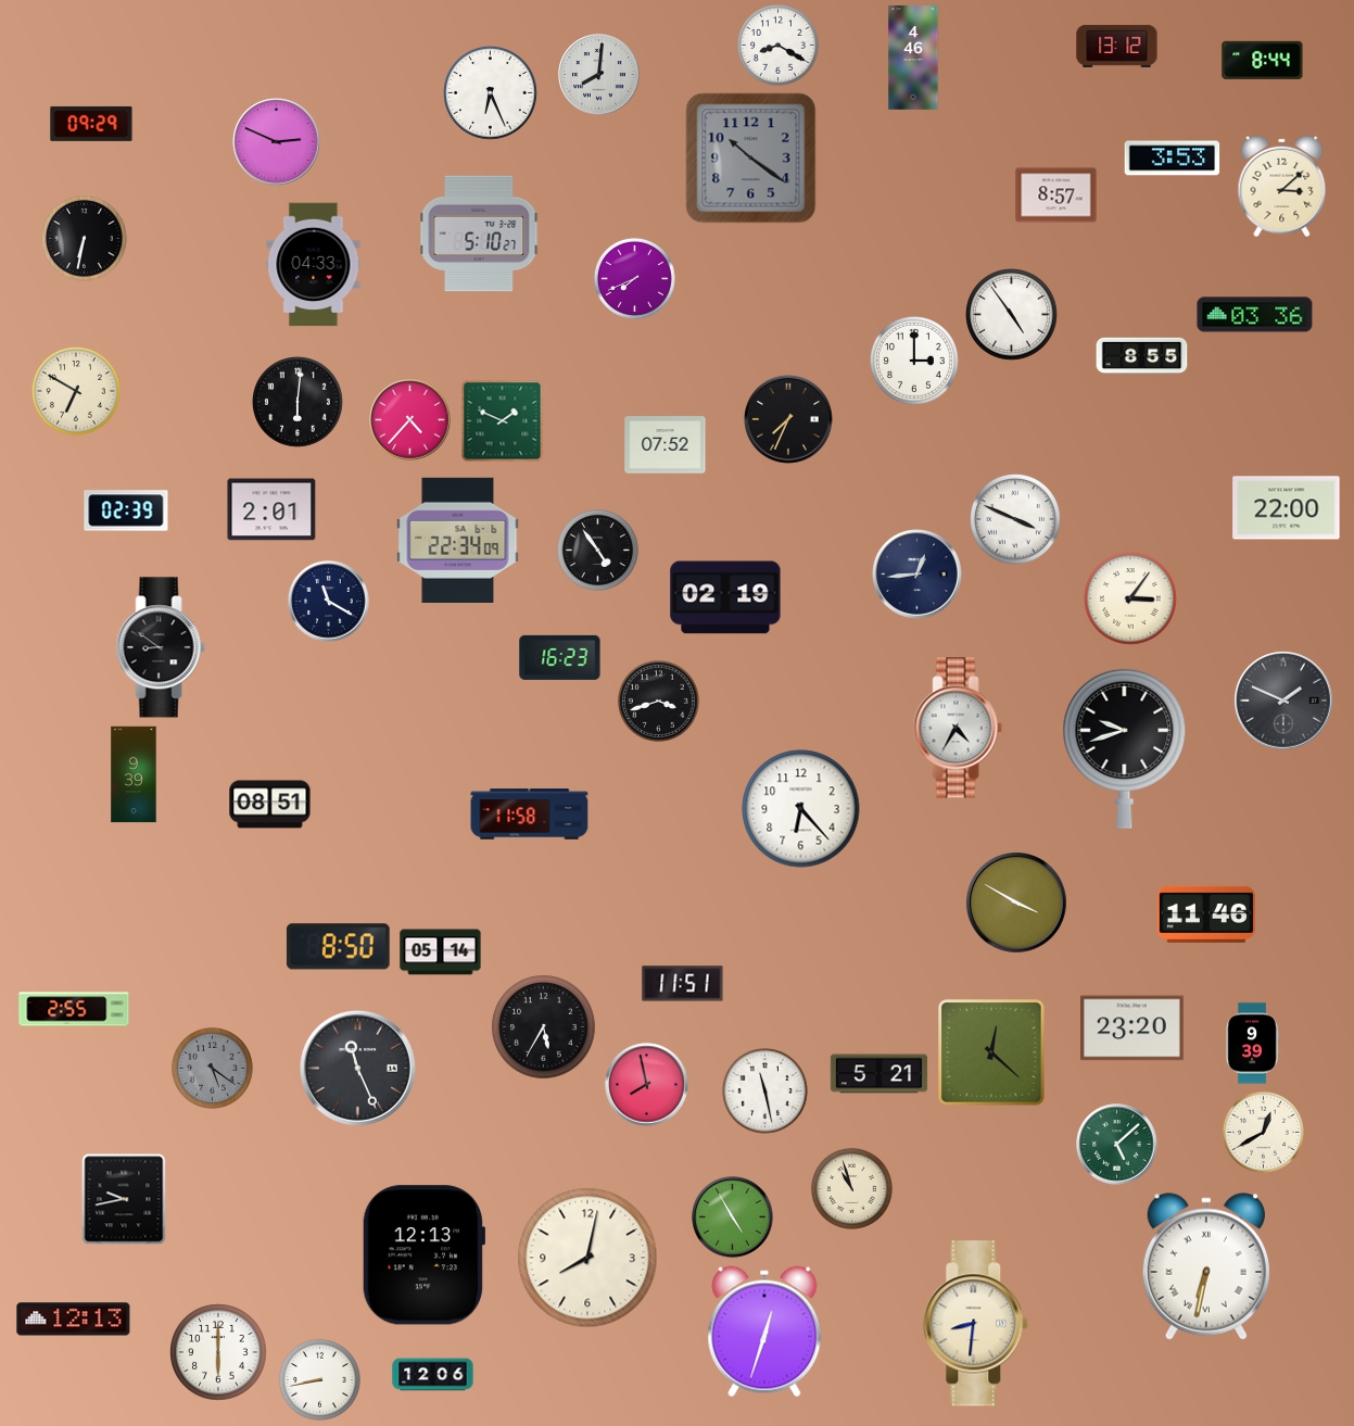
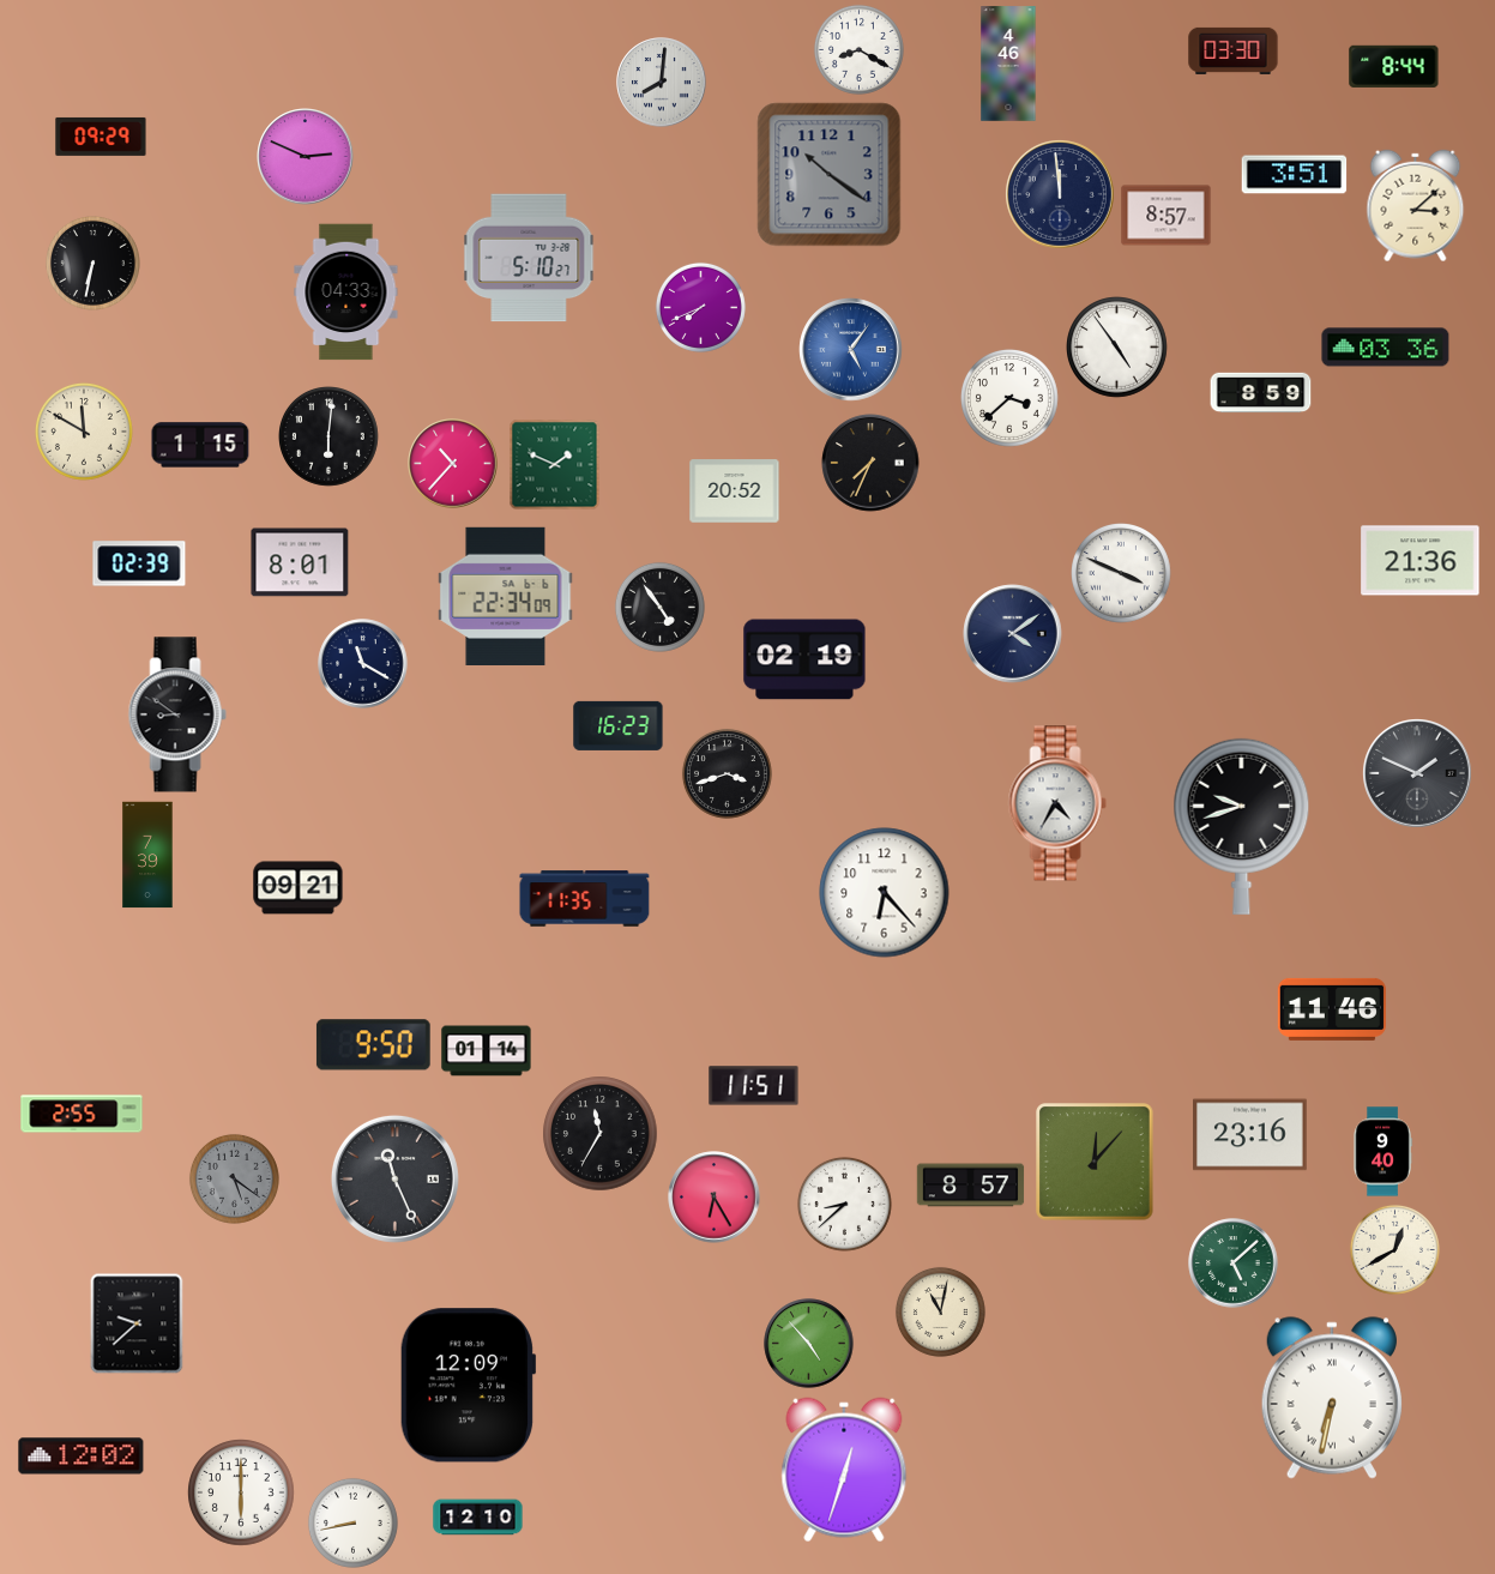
clock at (1117, 46): 13:12 -> 03:30
clock at (491, 93): 6:26 -> none
clock at (1173, 159): 3:53 -> 3:51
clock at (1060, 194): none -> 11:59
clock at (851, 350): none -> 5:06
clock at (1142, 356): 8:55 -> 8:59
clock at (914, 361): 3:00 -> 3:38
clock at (76, 391): 6:50 -> 11:50
clock at (200, 445): none -> 1:15
clock at (299, 403) position: (299, 403) -> (330, 438)
clock at (410, 420): 4:37 -> 10:37
clock at (666, 445): 07:52 -> 20:52
clock at (1287, 508): 22:00 -> 21:36
clock at (271, 509): 2:01 -> 8:01
clock at (918, 575): 12:44 -> 4:09
clock at (725, 597) position: (725, 597) -> (804, 659)
clock at (1131, 600): 3:06 -> none
clock at (134, 774): 9:39 -> 7:39
clock at (270, 805): 08:51 -> 09:21
clock at (530, 815): 11:58 -> 11:35
clock at (1017, 904): 3:50 -> none
clock at (338, 947): 8:50 -> 9:50
clock at (441, 952): 05:14 -> 01:14
clock at (544, 1027): 5:35 -> 11:35
clock at (1132, 1029): 23:20 -> 23:16
clock at (1252, 1044): 9:39 -> 9:40
clock at (991, 1052): 12:22 -> 12:07
clock at (880, 1074): 5:21 -> 8:57
clock at (647, 1085): 7:58 -> 6:25
clock at (764, 1090): 11:28 -> 8:38
clock at (851, 1188): 10:57 -> 11:02
clock at (124, 1199): 9:43 -> 9:38
clock at (733, 1217): 4:55 -> 4:53
clock at (423, 1255): 12:13 -> 12:09
clock at (587, 1258): 8:02 -> none
clock at (74, 1320): 12:13 -> 12:02
clock at (976, 1324): 8:31 -> none
clock at (433, 1375): 12:06 -> 12:10
